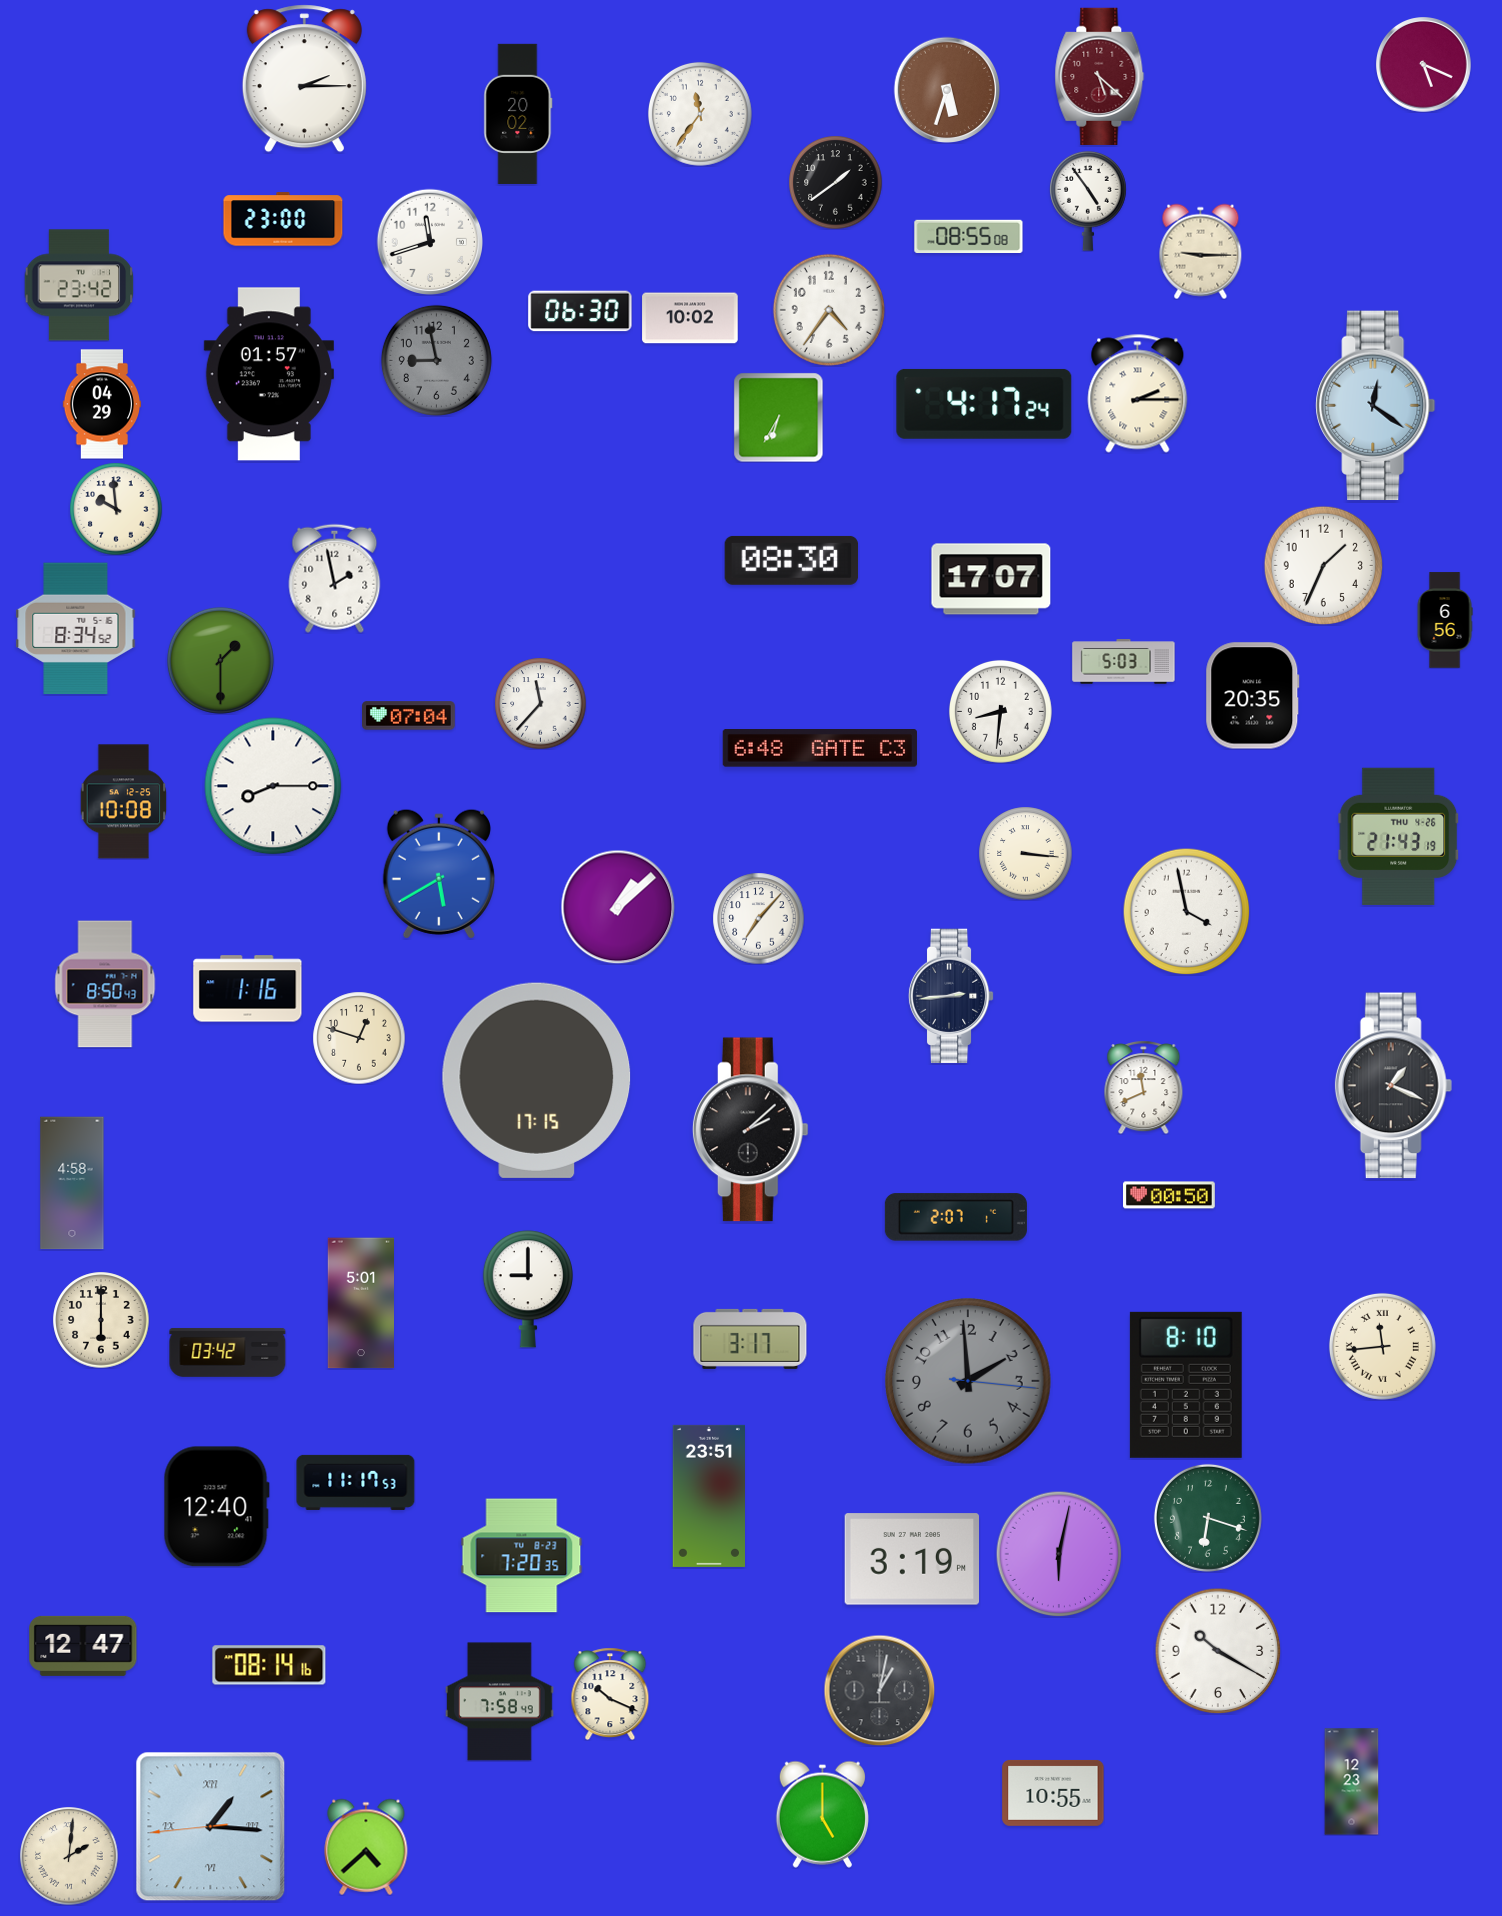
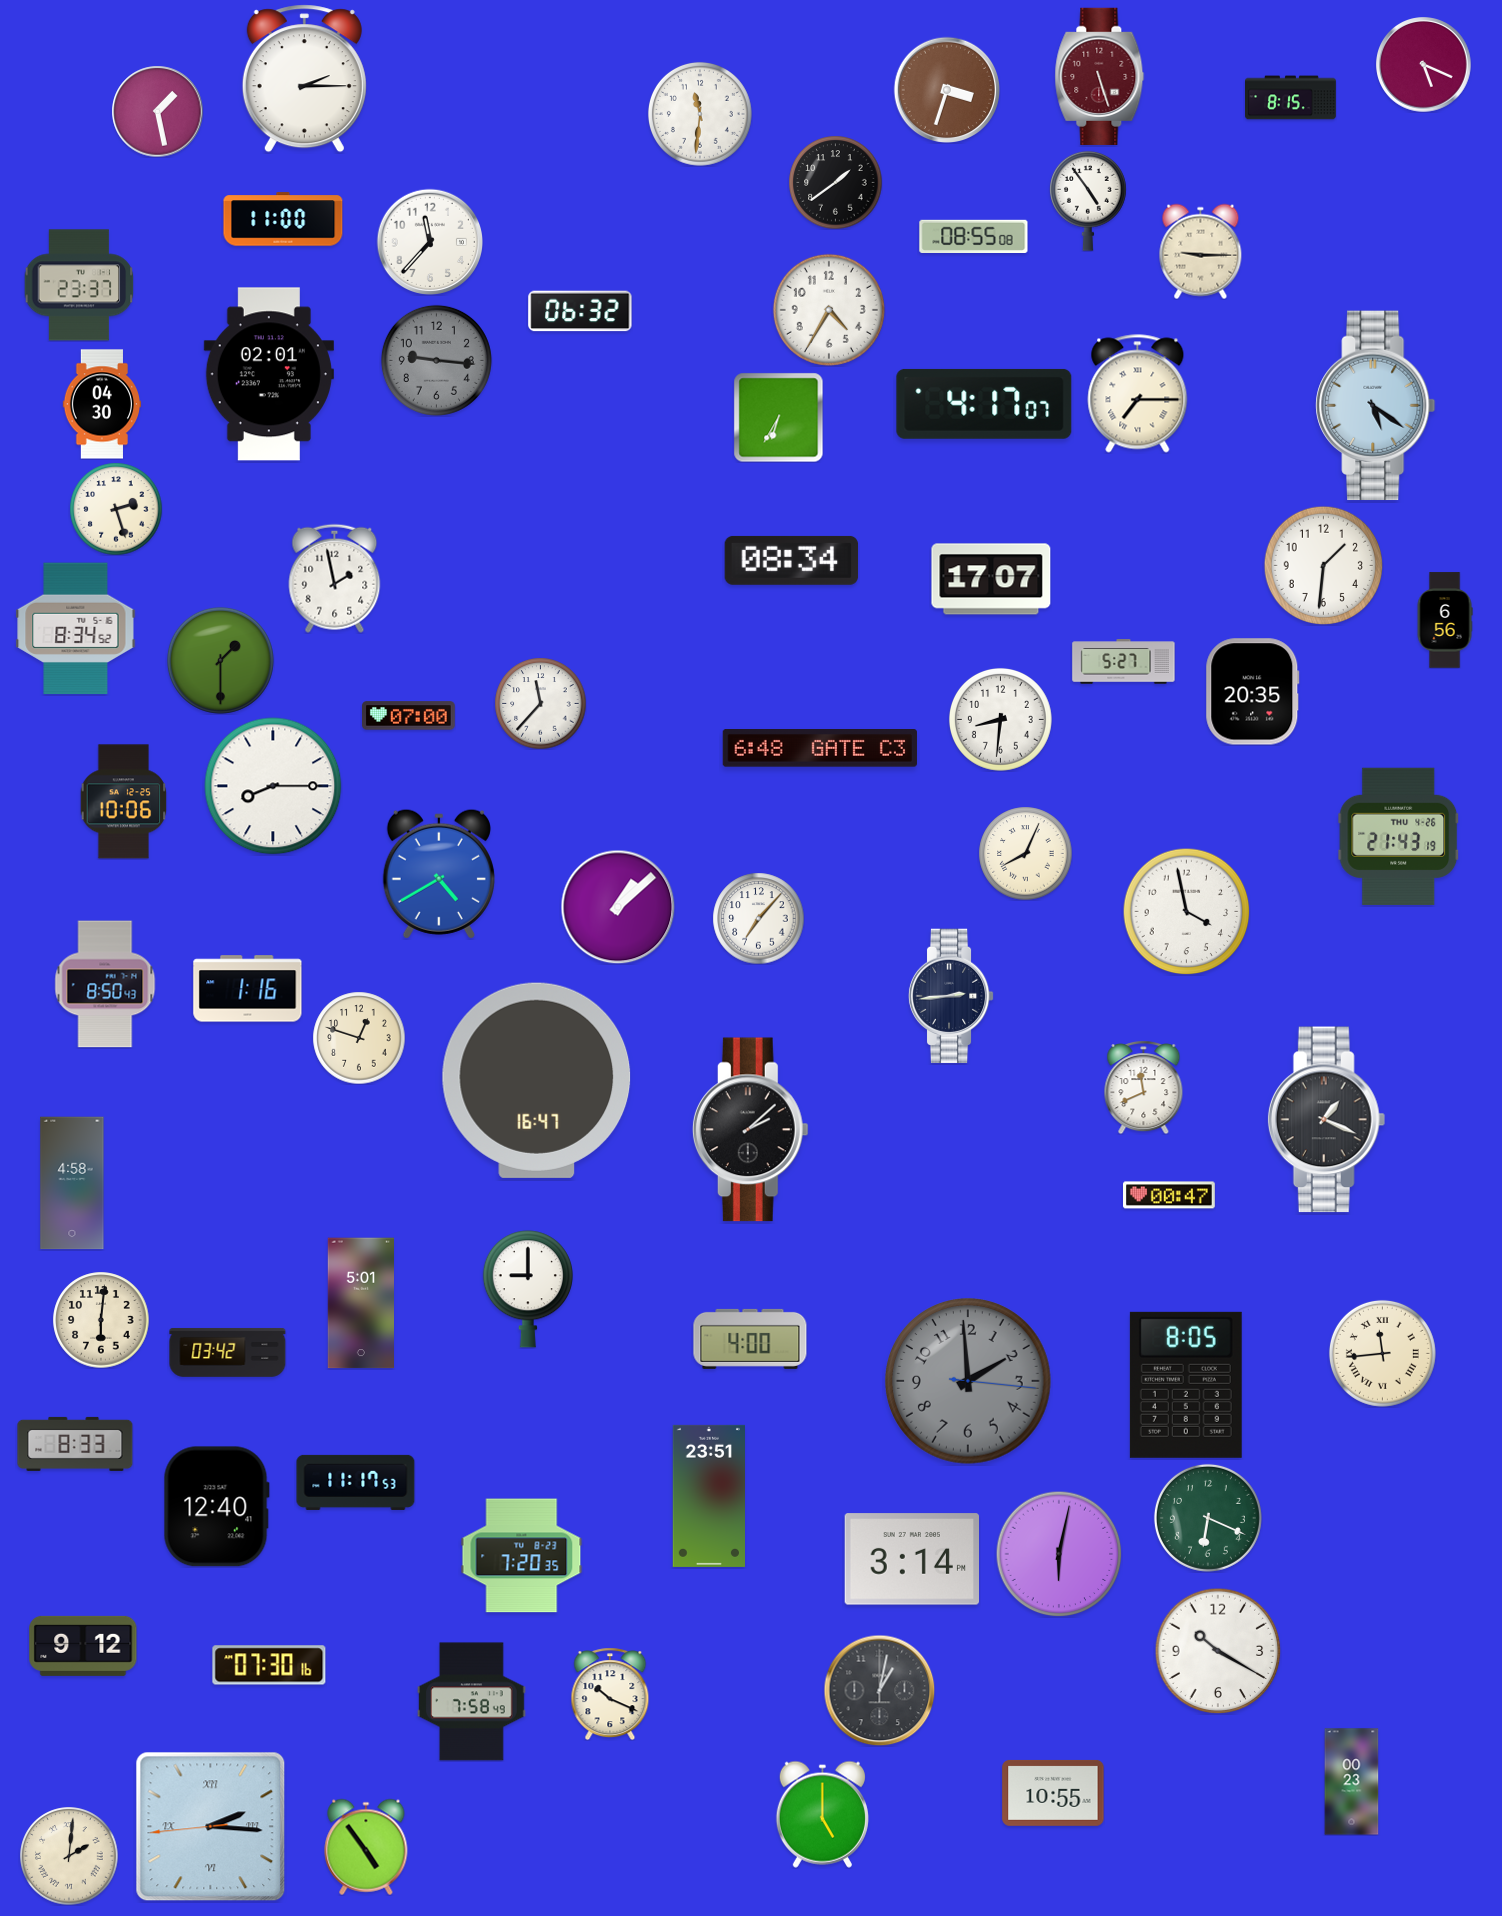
clock at (1100, 76): 5:22 -> 5:27
clock at (946, 89): 5:33 -> 3:33
clock at (1291, 98): none -> 8:15
clock at (157, 111): none -> 1:28
clock at (518, 114): 20:02 -> none
clock at (700, 114): 11:36 -> 11:31
clock at (283, 219): 23:00 -> 11:00
clock at (969, 236) position: (969, 236) -> (974, 236)
clock at (429, 241): 11:42 -> 11:37
clock at (79, 285): 23:42 -> 23:37
clock at (829, 310): 4:36 -> 4:35
clock at (580, 311): 06:30 -> 06:32
clock at (690, 318): 10:02 -> none
clock at (436, 360): 8:58 -> 9:16
clock at (269, 374): 01:57 -> 02:01
clock at (1138, 394): 2:15 -> 7:15
clock at (102, 404): 04:29 -> 04:30
clock at (984, 404): 4:17:24 -> 4:17:07
clock at (1376, 406): 12:21 -> 5:21
clock at (116, 509): 9:59 -> 2:27
clock at (792, 560): 08:30 -> 08:34
clock at (1323, 565): 1:34 -> 1:31
clock at (1124, 662): 5:03 -> 5:27
clock at (1253, 696) position: (1253, 696) -> (1253, 692)
clock at (1000, 711) position: (1000, 711) -> (1000, 719)
clock at (409, 716): 07:04 -> 07:00
clock at (124, 802): 10:08 -> 10:06
clock at (1025, 853): 3:16 -> 8:04
clock at (439, 874): 5:40 -> 4:40
clock at (537, 1080): 17:15 -> 16:47
clock at (1394, 1086) position: (1394, 1086) -> (1327, 1120)
clock at (1170, 1195): 00:50 -> 00:47
clock at (956, 1217): 2:07 -> none
clock at (101, 1320): 6:00 -> 6:01
clock at (750, 1339): 3:17 -> 4:00
clock at (1382, 1346) position: (1382, 1346) -> (1382, 1353)
clock at (1186, 1385): 8:10 -> 8:05
clock at (75, 1444): none -> 8:33
clock at (1208, 1518): 6:18 -> 6:19
clock at (911, 1559): 3:19 -> 3:14
clock at (83, 1646): 12:47 -> 9:12
clock at (269, 1665): 08:14 -> 07:30
clock at (500, 1702) position: (500, 1702) -> (472, 1702)
clock at (1352, 1782): 12:23 -> 00:23
clock at (211, 1827): 1:15 -> 2:15
clock at (366, 1847): 4:38 -> 4:54
